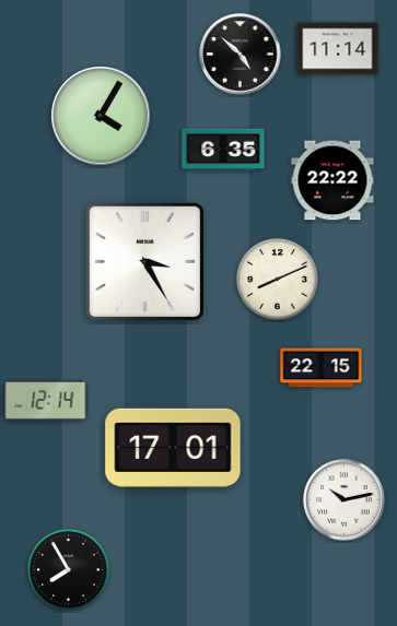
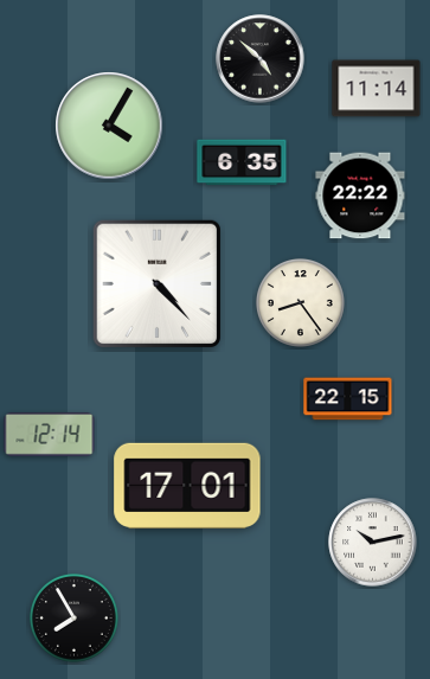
clock at (338, 49) position: (338, 49) -> (377, 89)
clock at (144, 261): 3:25 -> 4:23
clock at (278, 280): 8:11 -> 8:24
